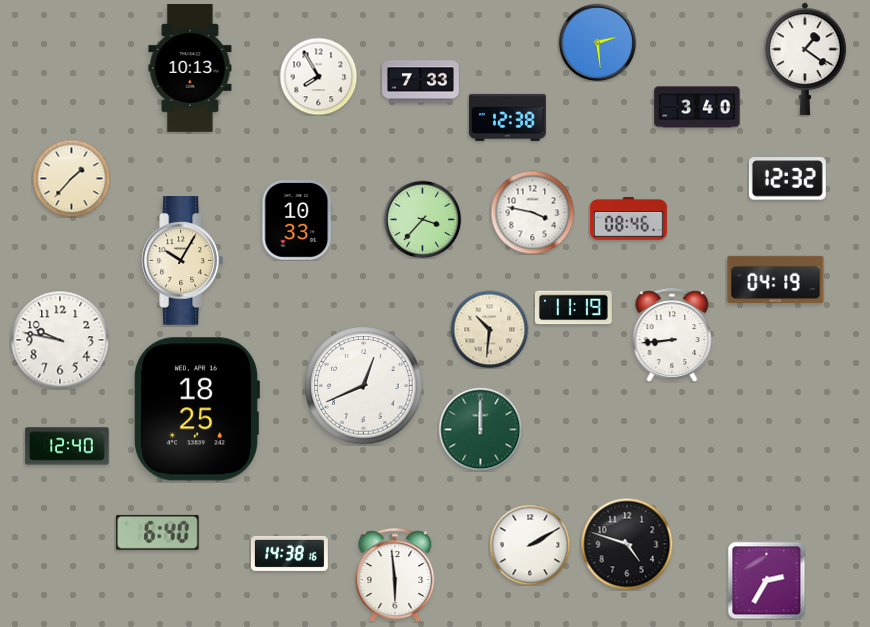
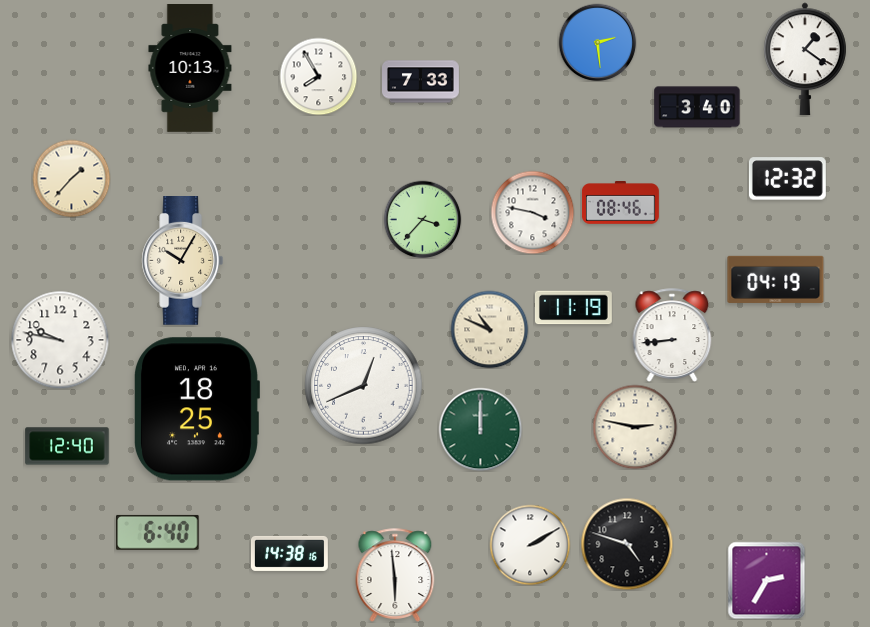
clock at (507, 117): 12:38 -> none
clock at (628, 219) position: (628, 219) -> (620, 203)
clock at (297, 221): 10:33 -> none
clock at (489, 329): 10:31 -> 10:49
clock at (635, 427): none -> 2:47
